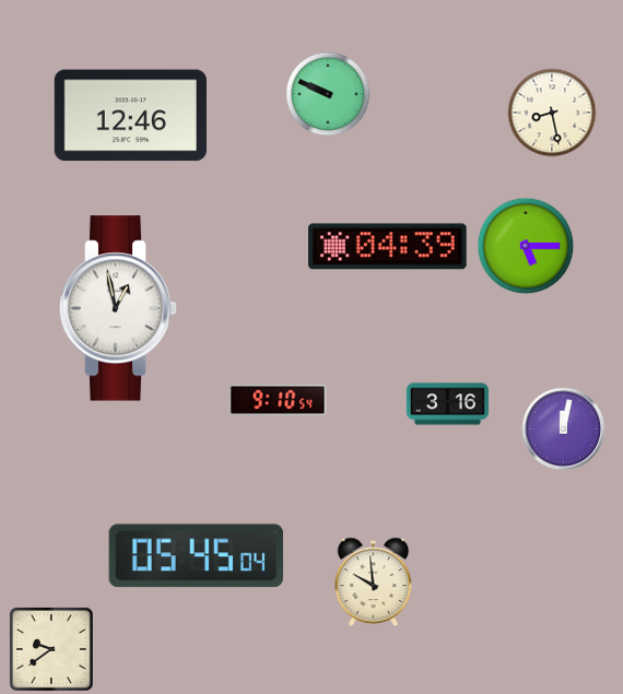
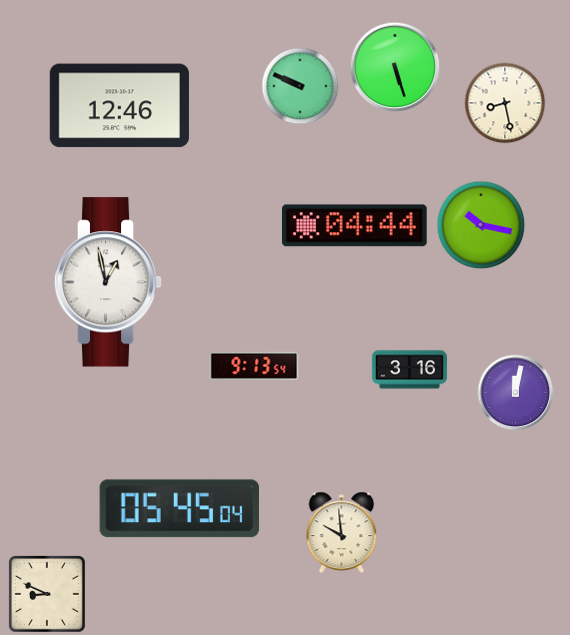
clock at (395, 67): none -> 5:27
clock at (526, 246): 5:15 -> 10:17
clock at (388, 247): 04:39 -> 04:44
clock at (278, 400): 9:10 -> 9:13
clock at (51, 649): 9:39 -> 8:49
